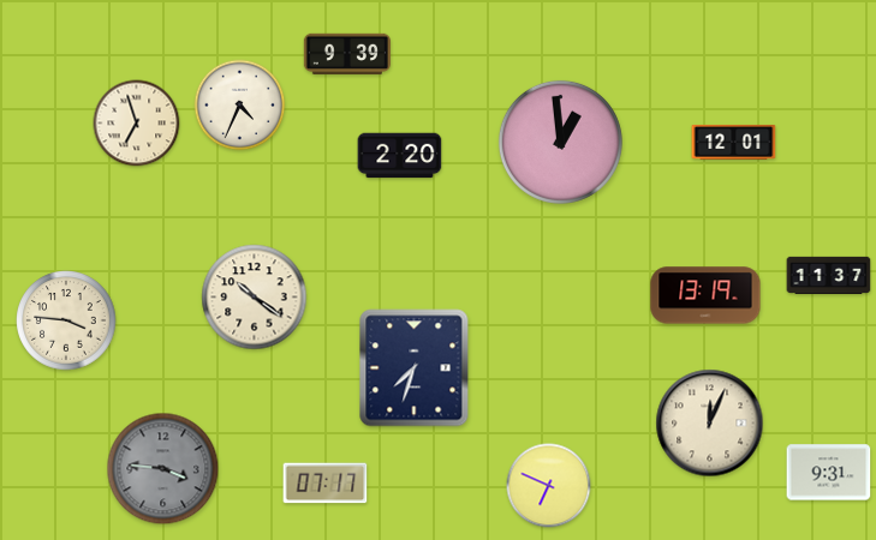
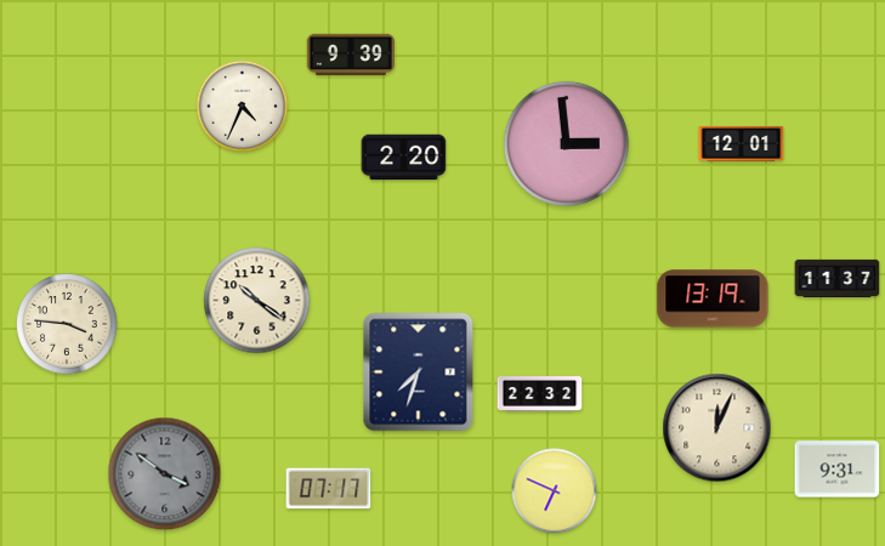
clock at (137, 124): 6:57 -> none
clock at (560, 142): 12:59 -> 2:59
clock at (540, 394): none -> 22:32
clock at (163, 469): 3:46 -> 3:51
clock at (829, 473) position: (829, 473) -> (838, 470)
